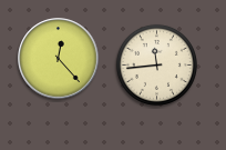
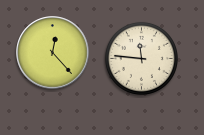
clock at (156, 64): 11:44 -> 11:46
